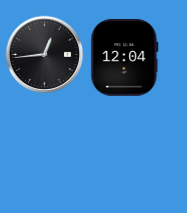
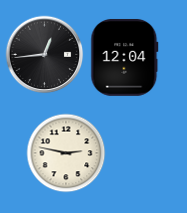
clock at (66, 153): none -> 2:47
